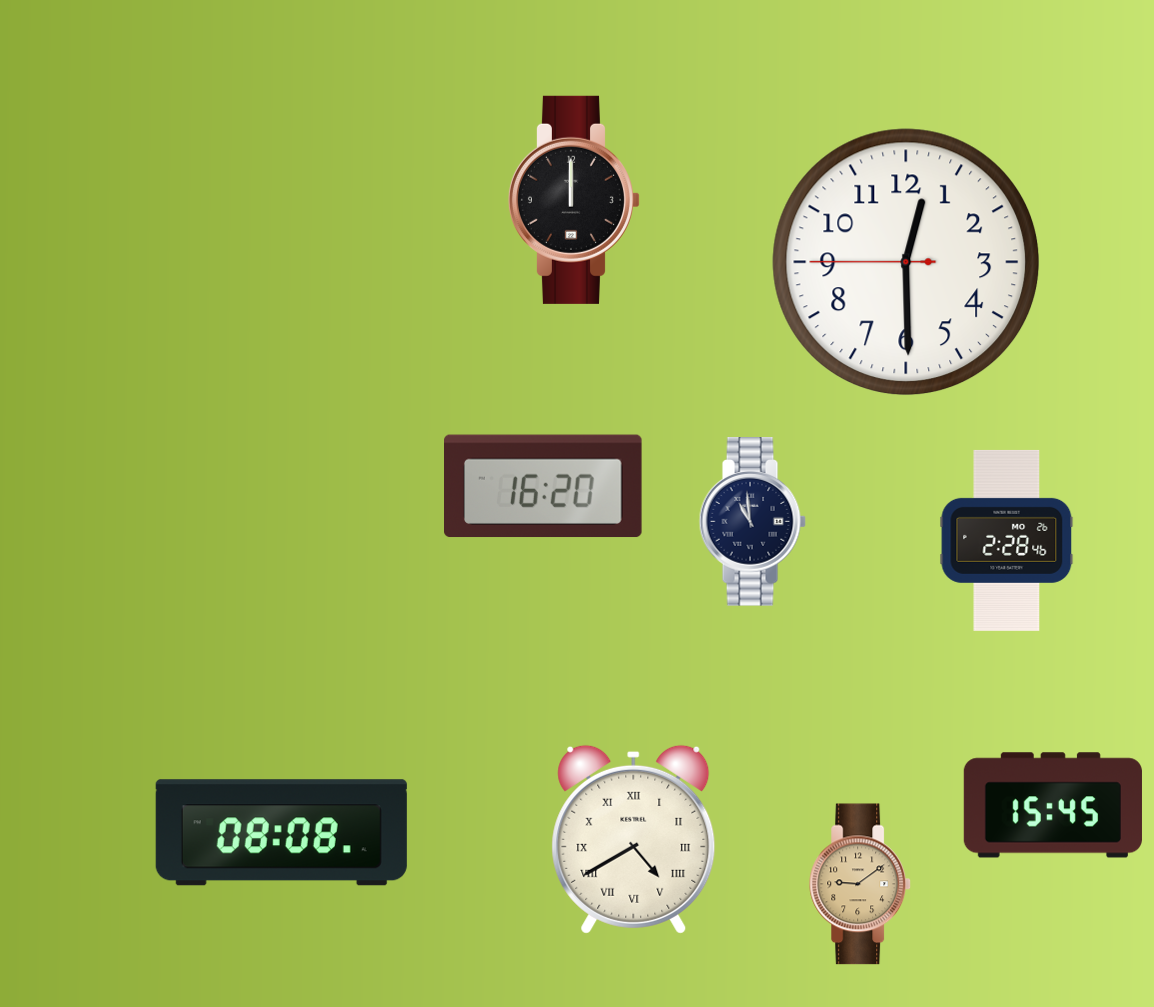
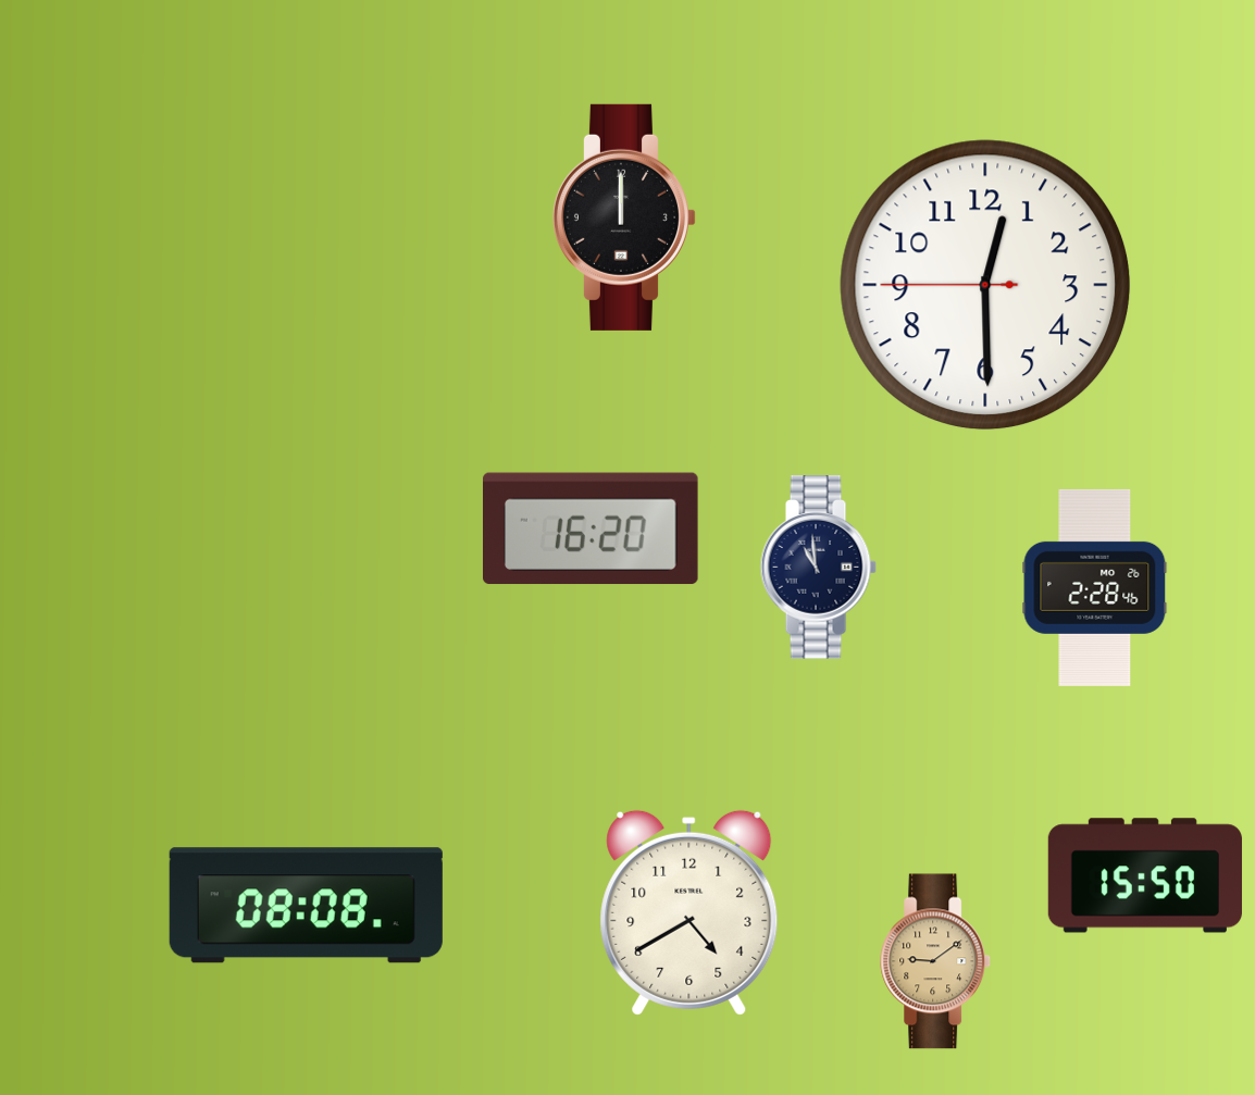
clock at (1053, 805): 15:45 -> 15:50
clock at (634, 839) numerals: Roman -> Arabic
